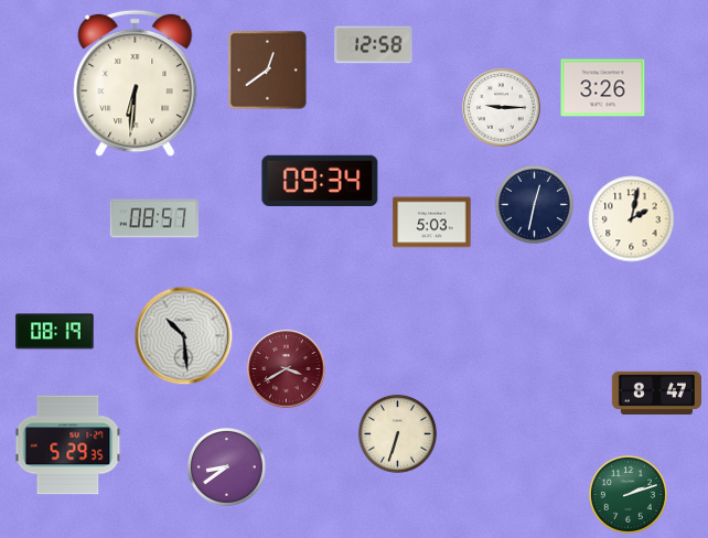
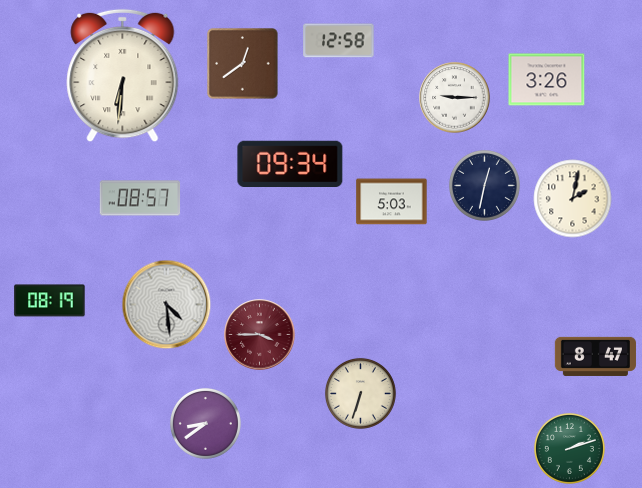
clock at (184, 336): 10:29 -> 4:29
clock at (287, 369): 3:40 -> 3:45
clock at (68, 445): 5:29 -> none
